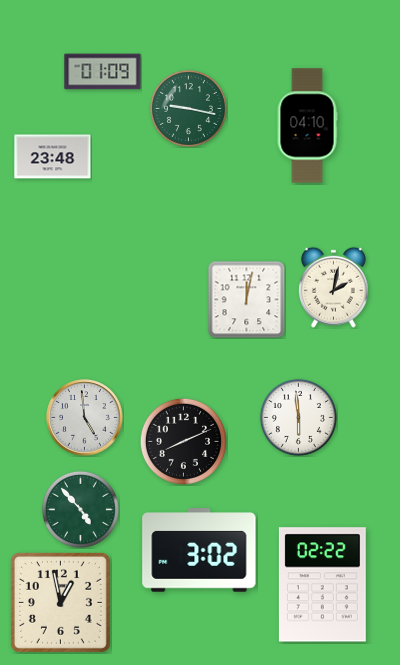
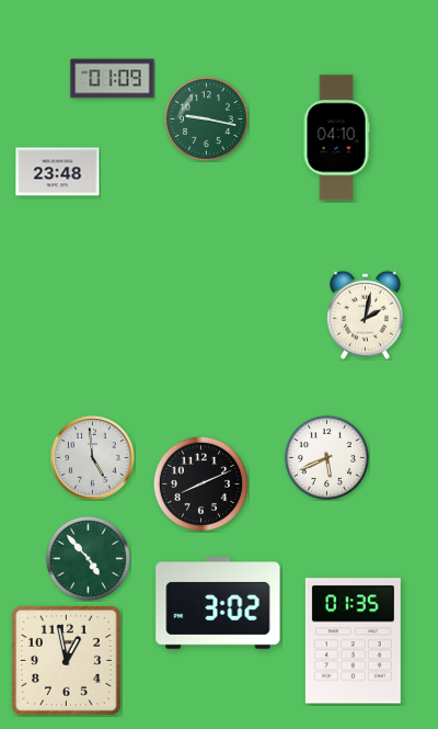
clock at (246, 299): 12:02 -> none
clock at (298, 417): 5:59 -> 5:41
clock at (322, 585): 02:22 -> 01:35
